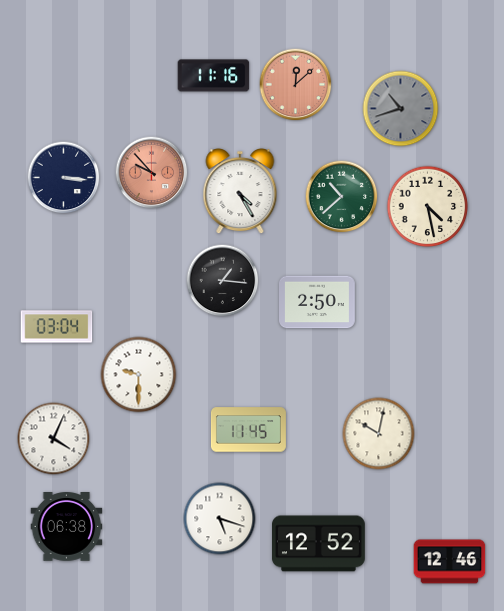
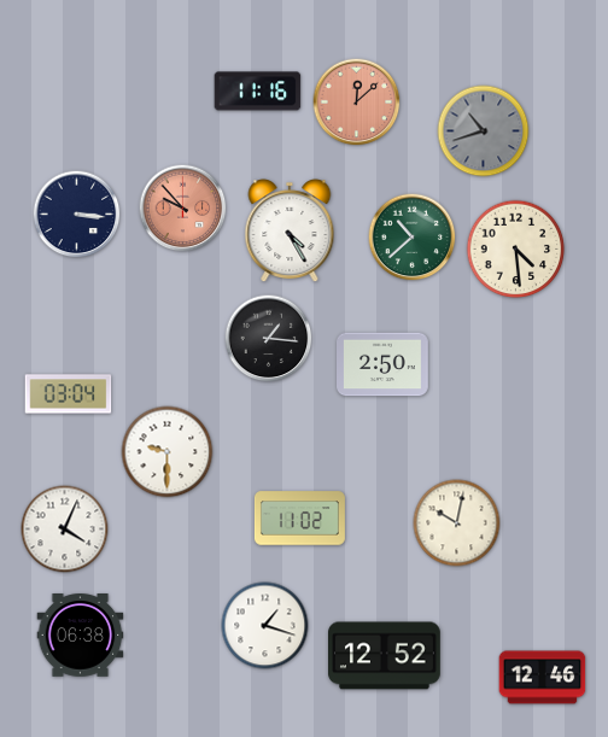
clock at (428, 207): 4:28 -> 4:29
clock at (248, 430): 11:45 -> 11:02
clock at (220, 519): 5:18 -> 1:18
